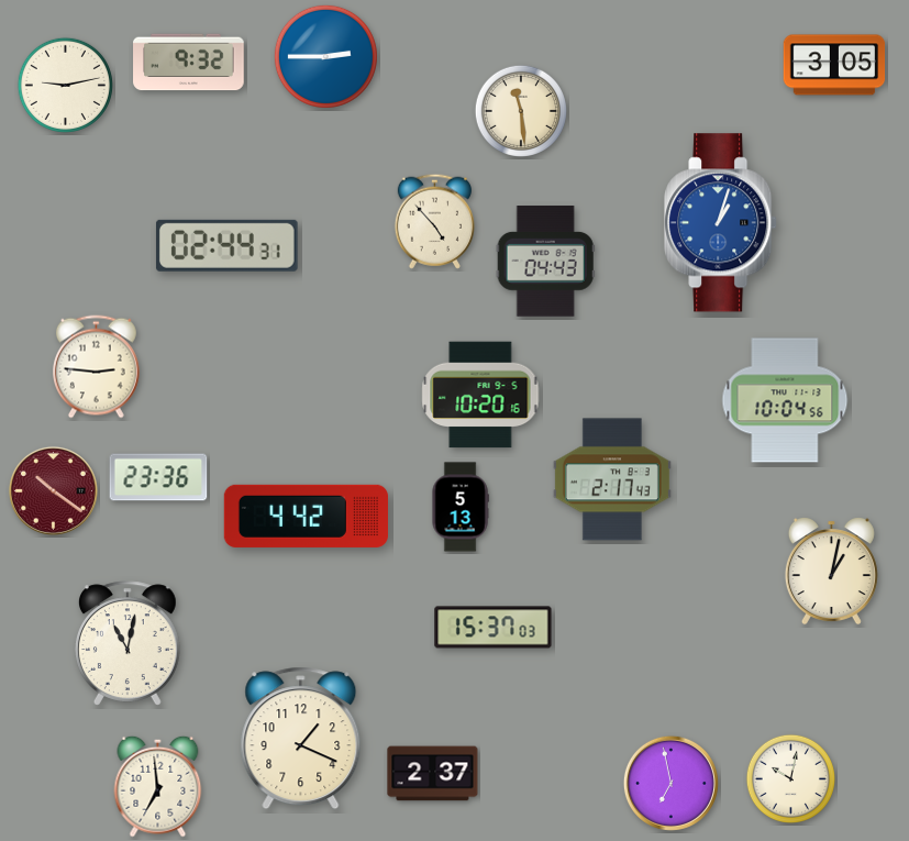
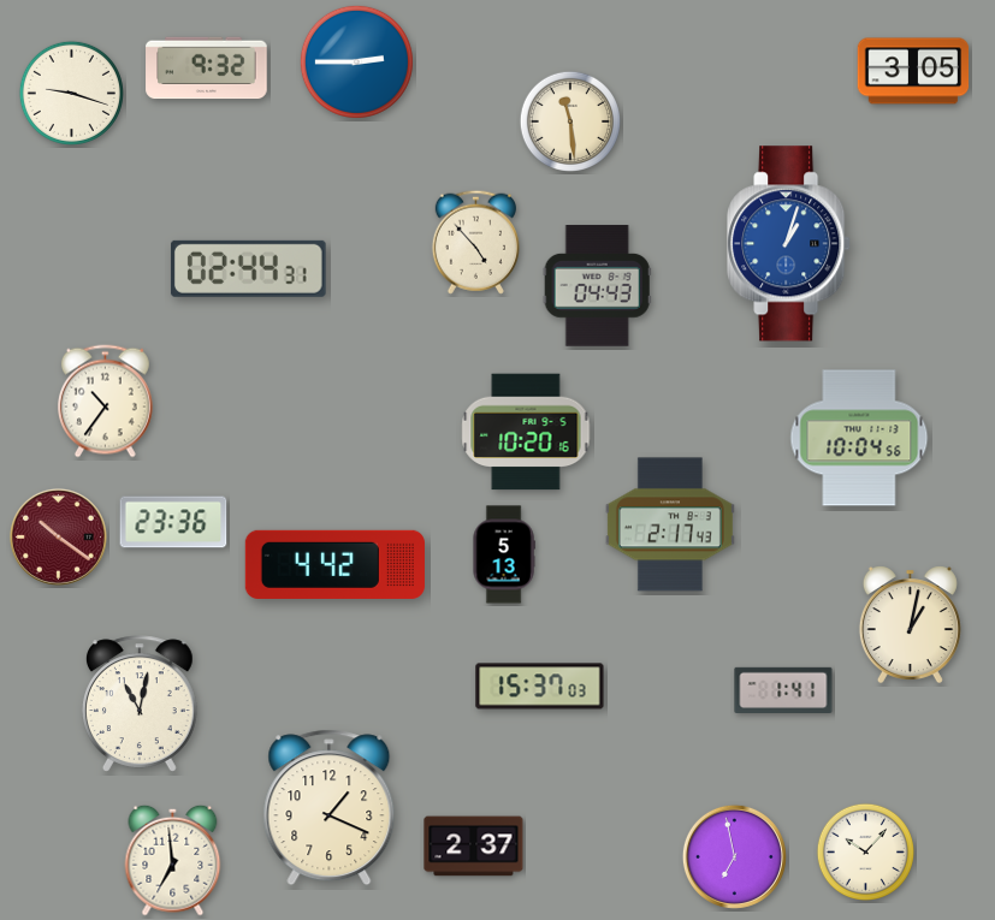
clock at (65, 85): 9:13 -> 9:18
clock at (96, 367): 2:46 -> 10:36
clock at (783, 689): none -> 1:41
clock at (790, 778): 10:02 -> 10:07
